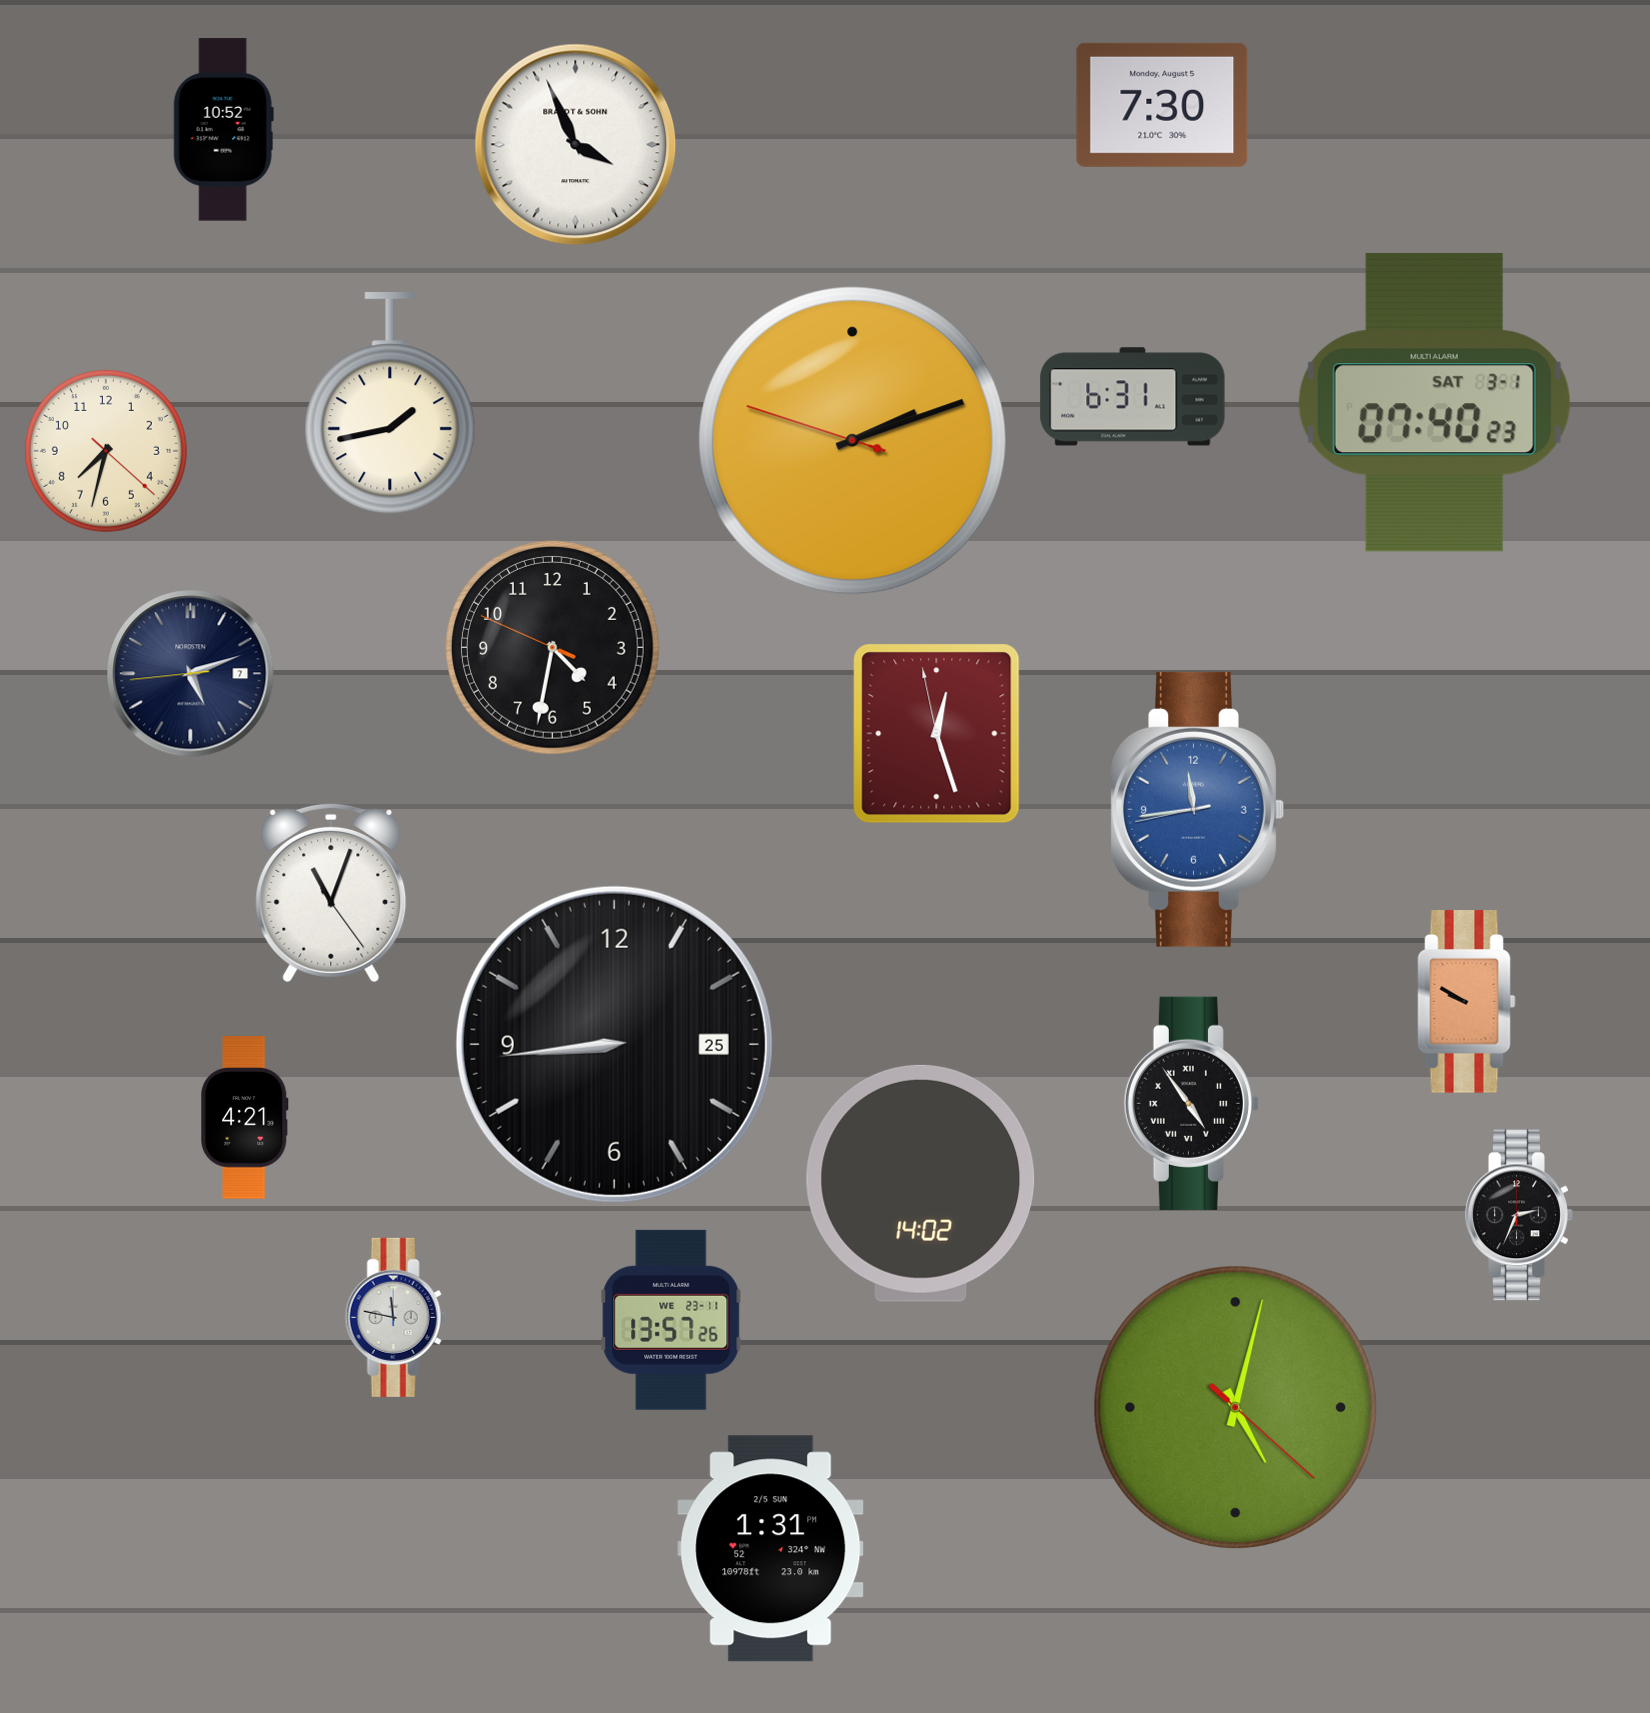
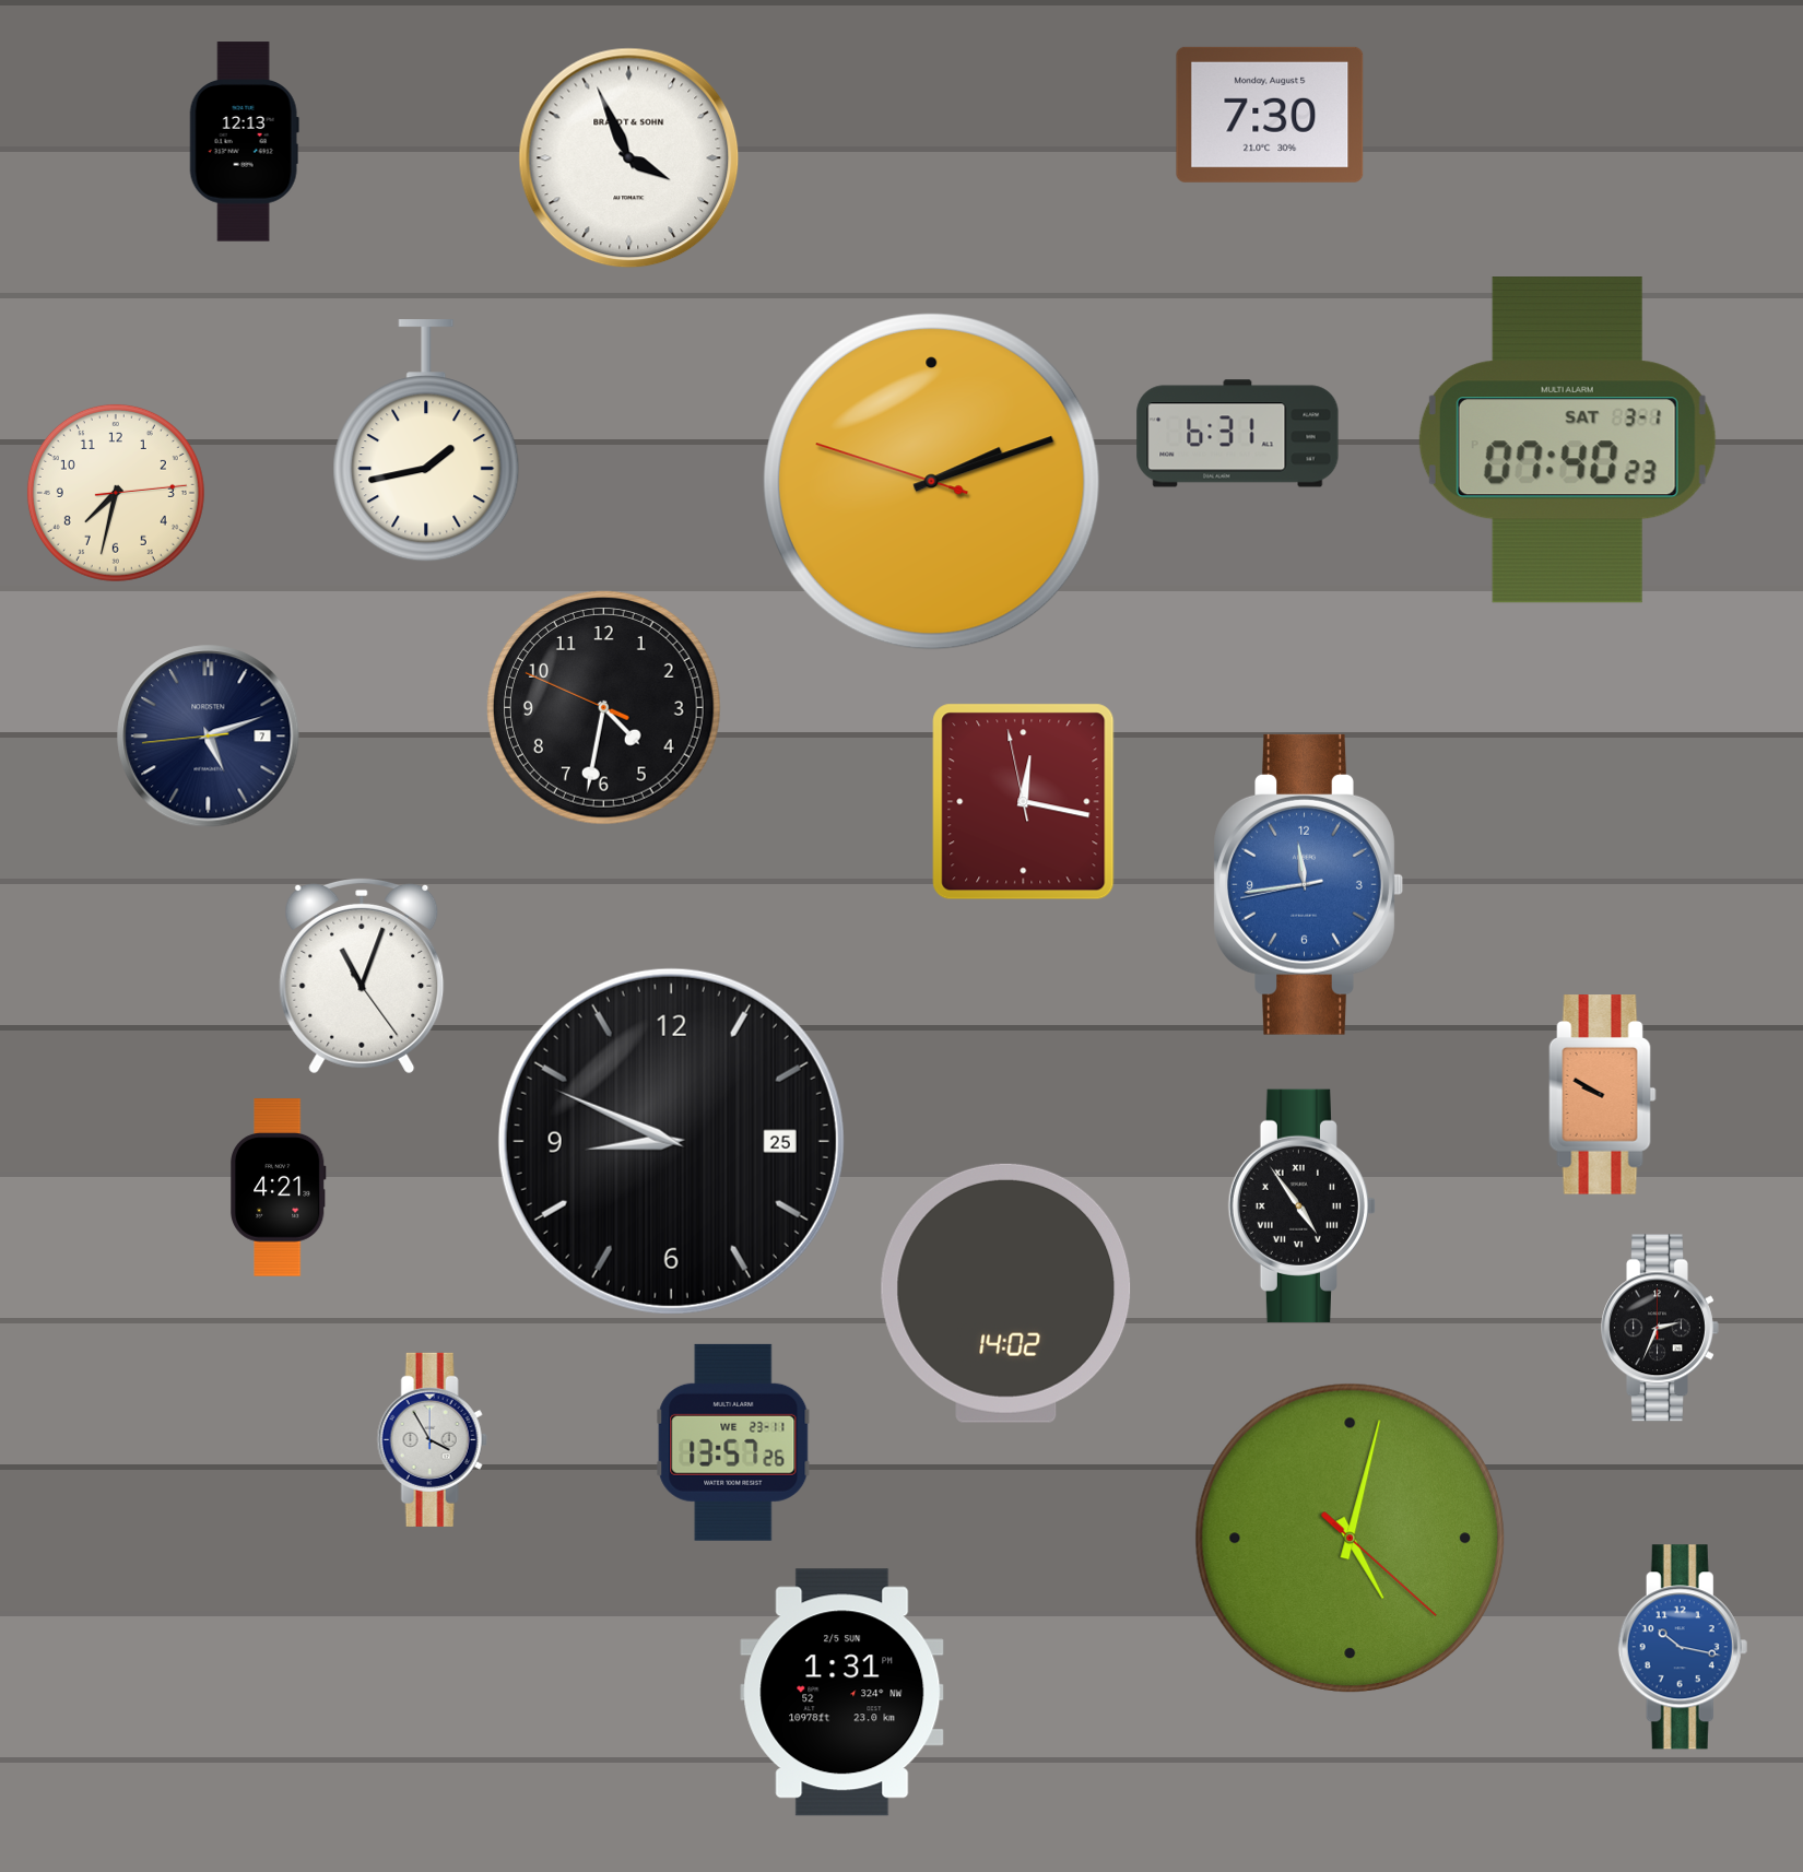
clock at (223, 130): 10:52 -> 12:13
clock at (106, 451): 7:32:22 -> 7:32:14
clock at (937, 734): 12:26 -> 12:16
clock at (614, 1044): 8:44 -> 8:49
clock at (244, 1118) position: (244, 1118) -> (278, 1188)
clock at (395, 1317): 11:47 -> 3:55
clock at (1683, 1647): none -> 10:17
